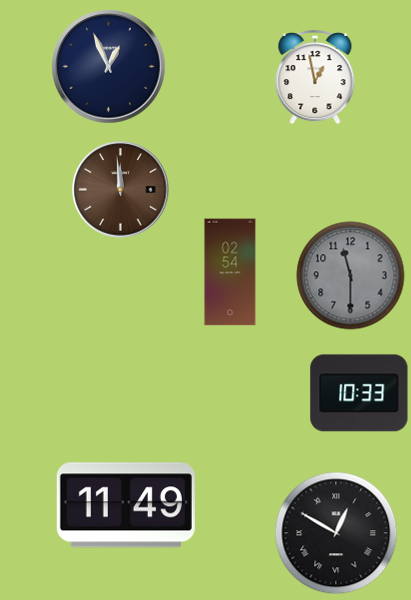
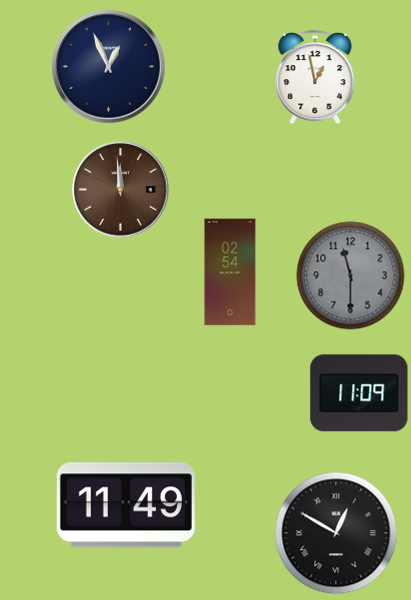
clock at (359, 393): 10:33 -> 11:09
